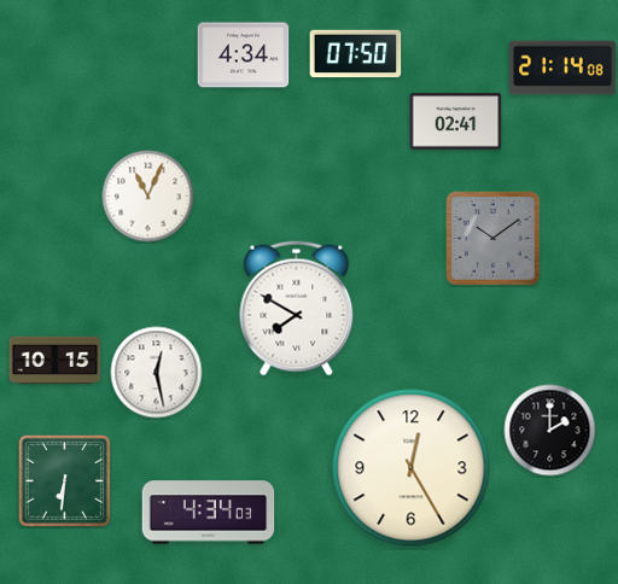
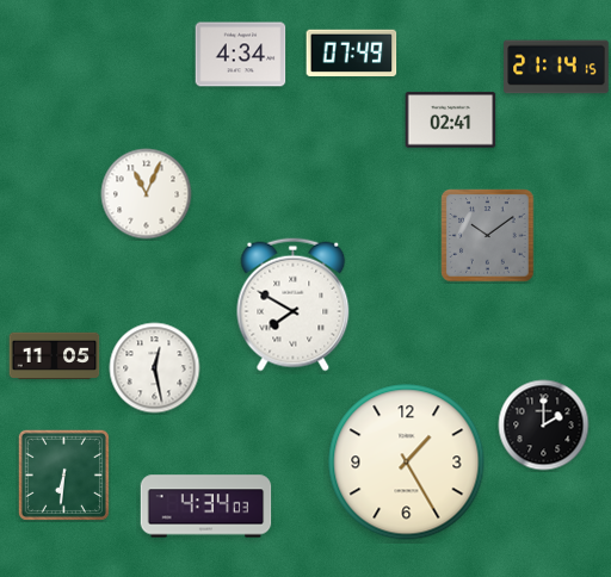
clock at (356, 54): 07:50 -> 07:49
clock at (562, 68): 21:14:08 -> 21:14:15
clock at (56, 360): 10:15 -> 11:05
clock at (412, 468): 12:25 -> 1:25
